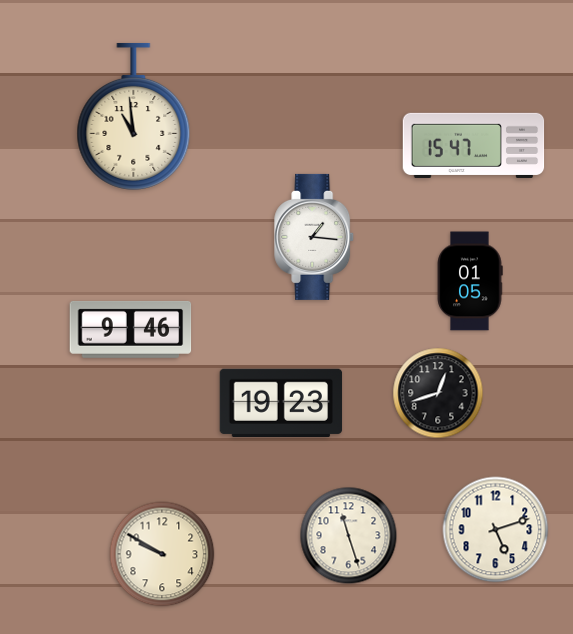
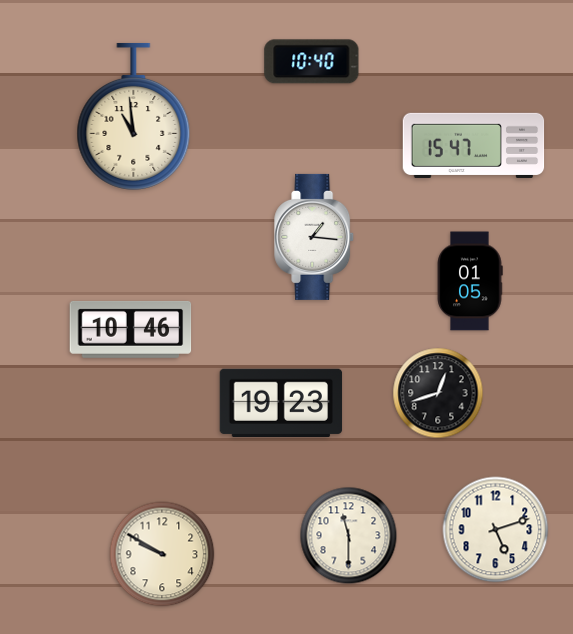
clock at (312, 62): none -> 10:40
clock at (131, 329): 9:46 -> 10:46
clock at (349, 536): 11:27 -> 11:30
